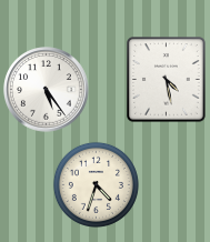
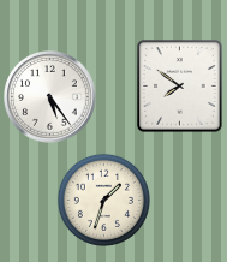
clock at (167, 80): 4:28 -> 7:51
clock at (96, 184): 4:33 -> 1:33
